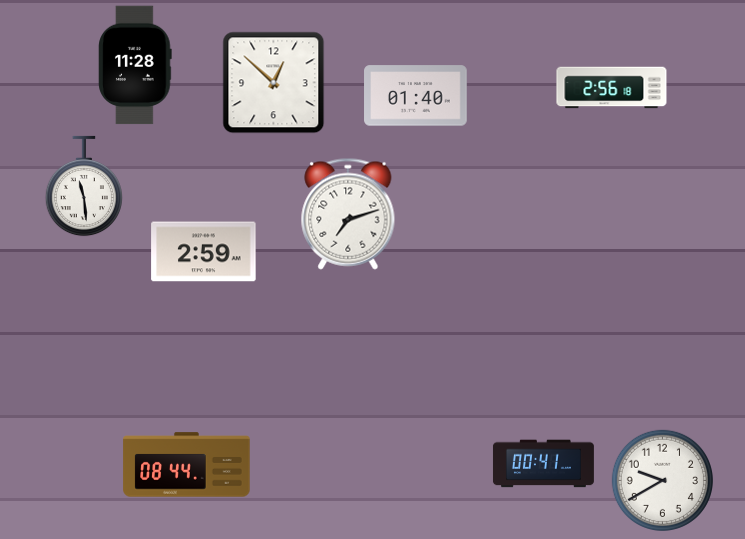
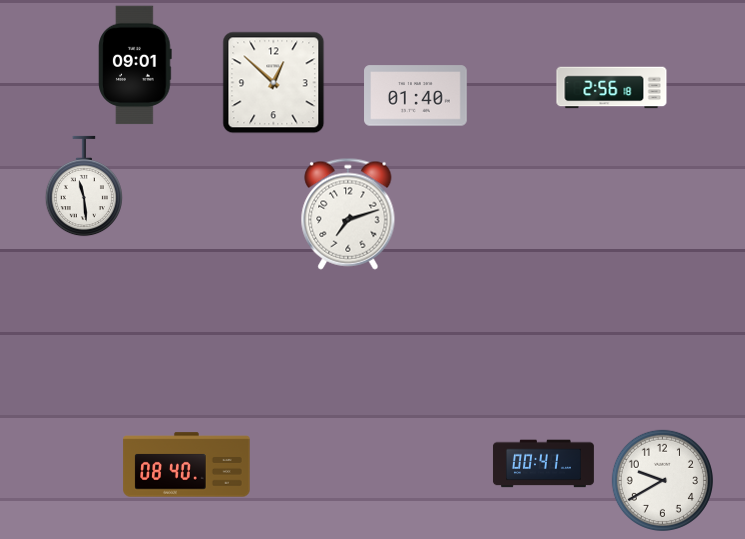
clock at (135, 65): 11:28 -> 09:01
clock at (204, 252): 2:59 -> none
clock at (187, 465): 08:44 -> 08:40
